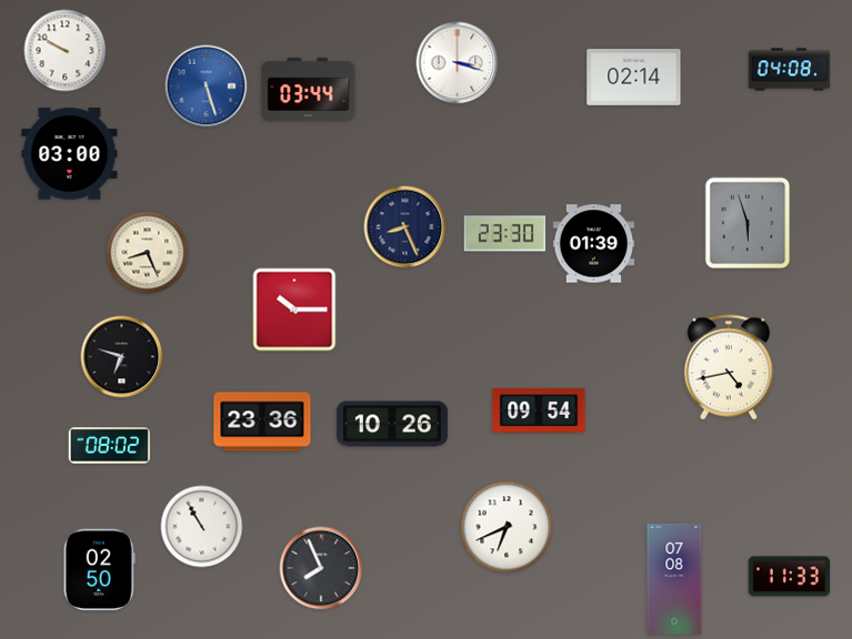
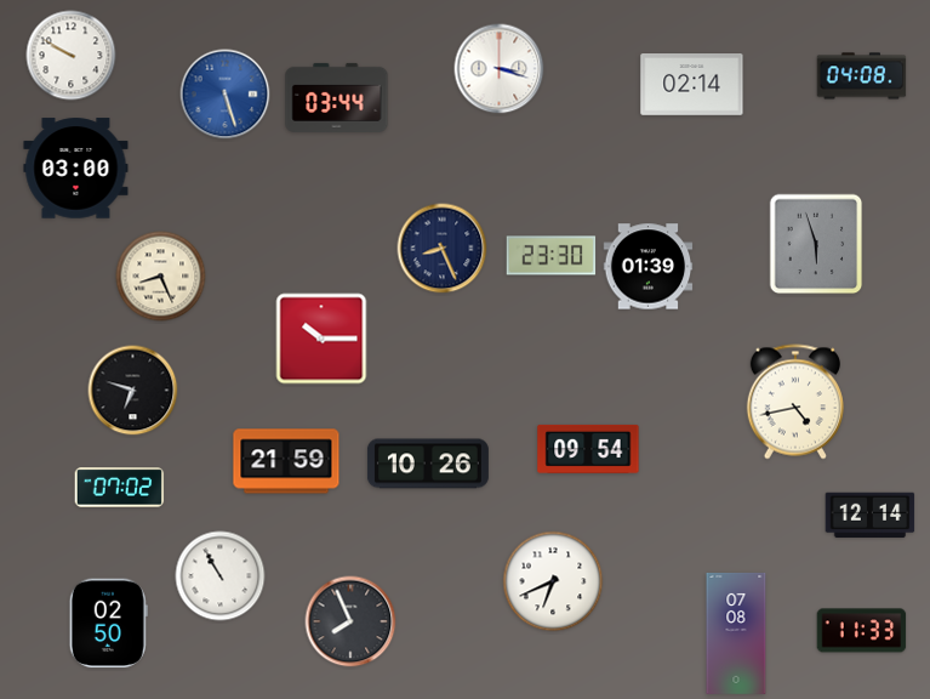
clock at (262, 422): 23:36 -> 21:59
clock at (110, 446): 08:02 -> 07:02
clock at (871, 516): none -> 12:14
clock at (507, 527) position: (507, 527) -> (553, 581)
